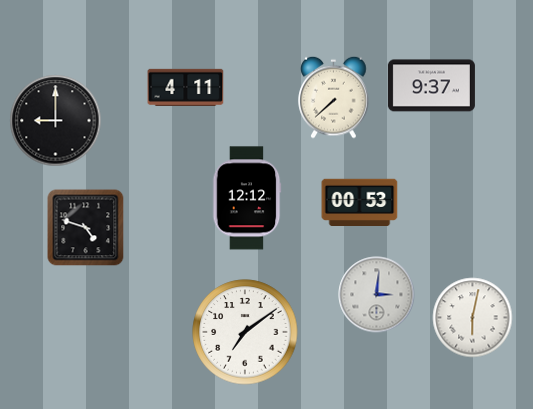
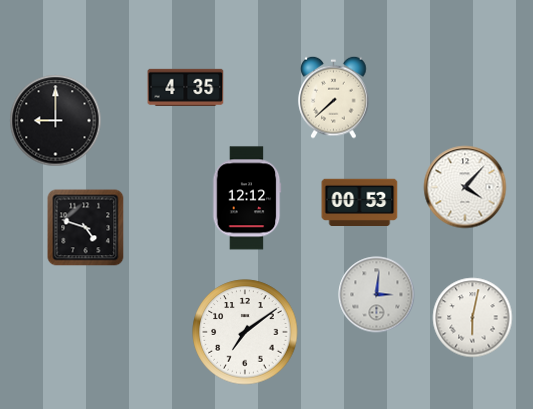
clock at (431, 86): 9:37 -> none
clock at (186, 87): 4:11 -> 4:35
clock at (465, 187): none -> 4:07
